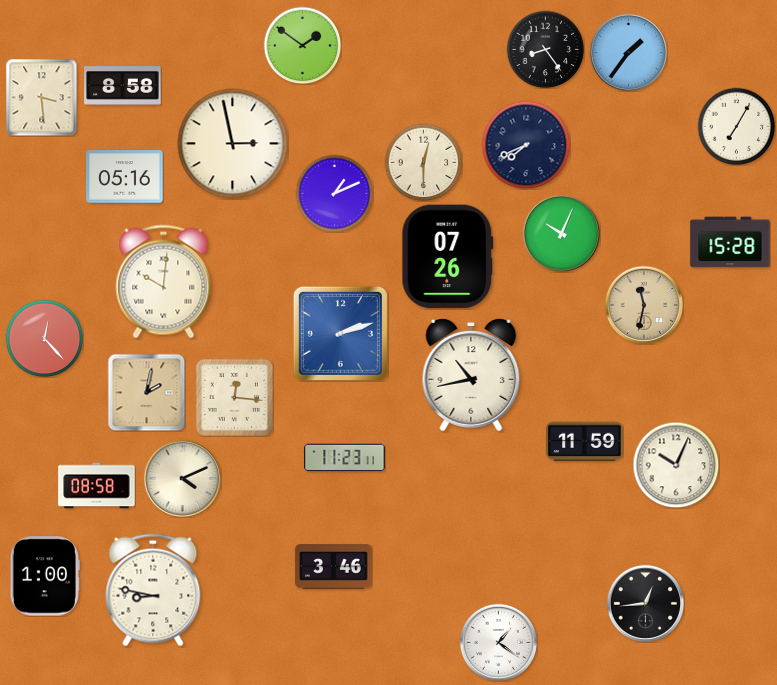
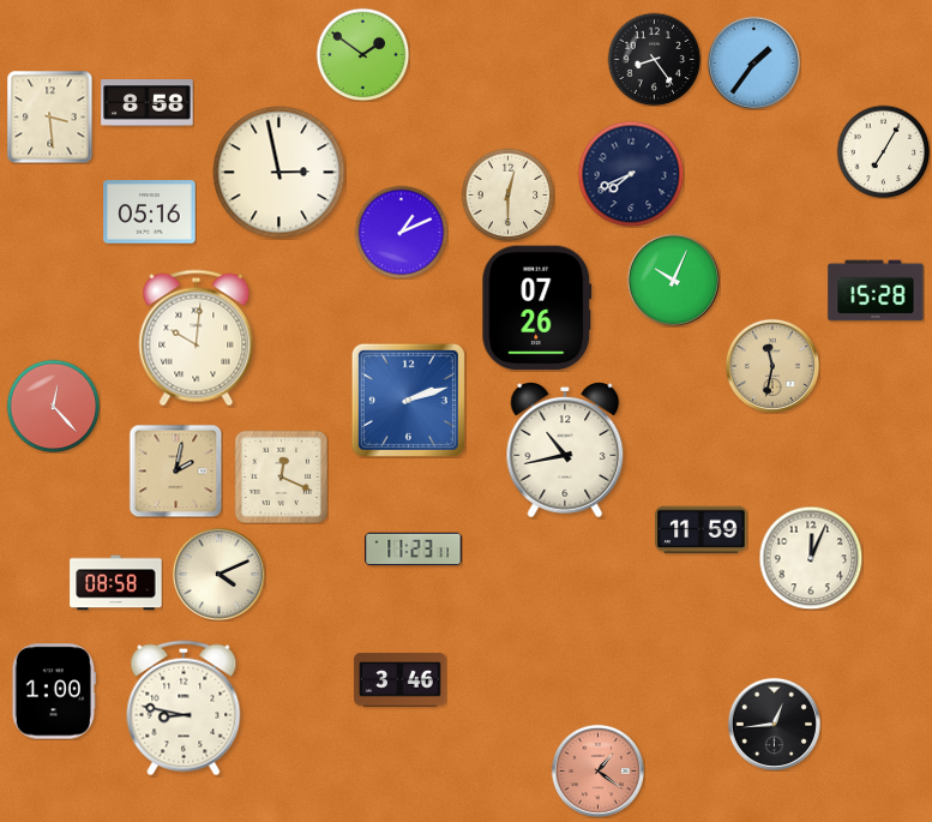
clock at (234, 397): 12:16 -> 12:19
clock at (676, 465): 10:04 -> 12:04
clock at (498, 642) dial: white -> salmon
